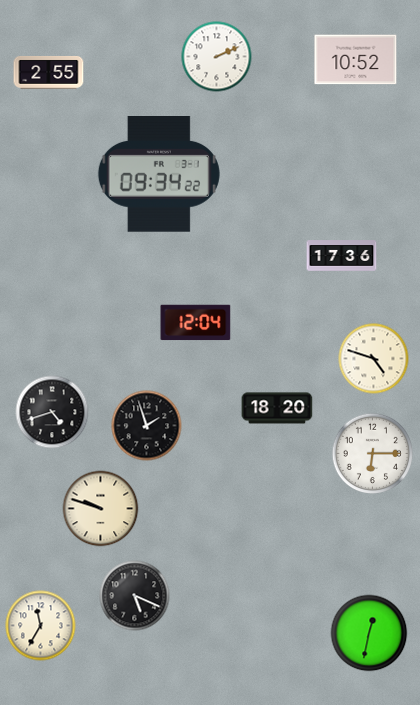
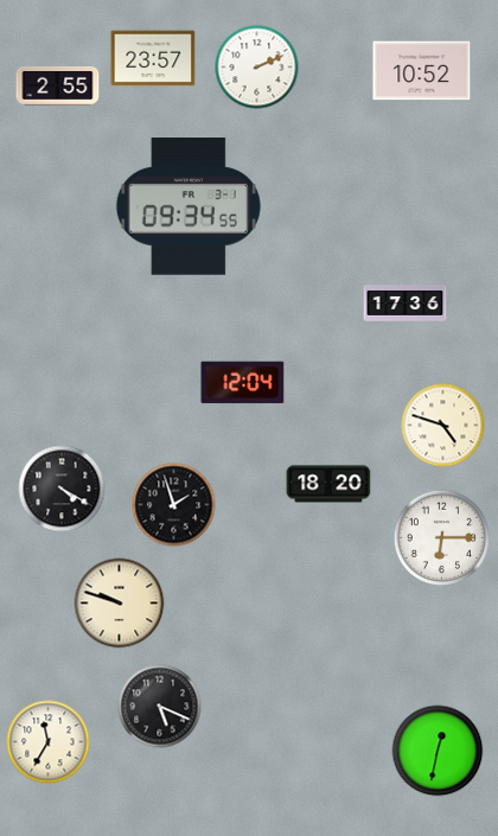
clock at (153, 58): none -> 23:57
clock at (159, 175): 09:34:22 -> 09:34:55
clock at (196, 323) position: (196, 323) -> (243, 383)
clock at (52, 412): 4:42 -> 4:20
